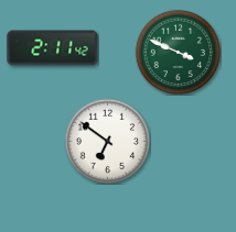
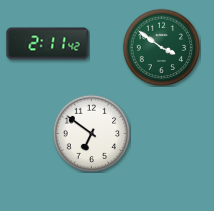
clock at (178, 52): 3:49 -> 3:51
clock at (107, 141) position: (107, 141) -> (91, 133)
